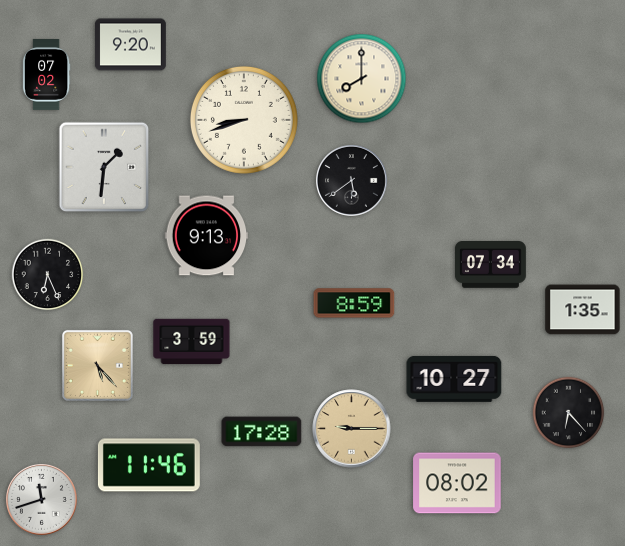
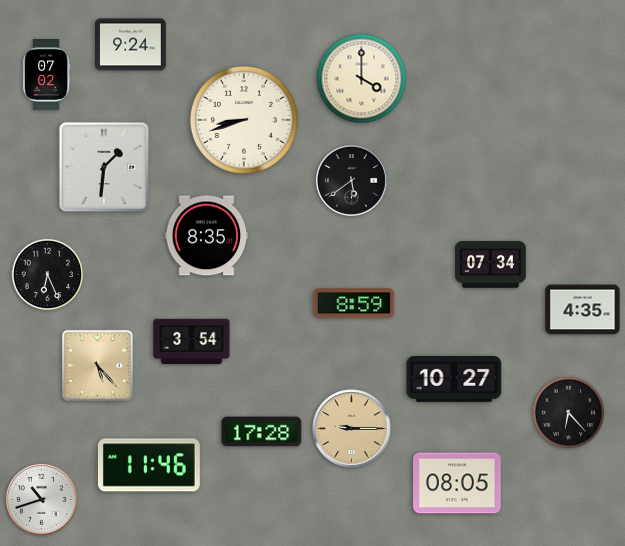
clock at (130, 45): 9:20 -> 9:24
clock at (362, 79): 8:00 -> 4:00
clock at (207, 236): 9:13 -> 8:35
clock at (583, 310): 1:35 -> 4:35
clock at (192, 342): 3:59 -> 3:54
clock at (457, 483): 08:02 -> 08:05
clock at (41, 499): 11:42 -> 10:42
